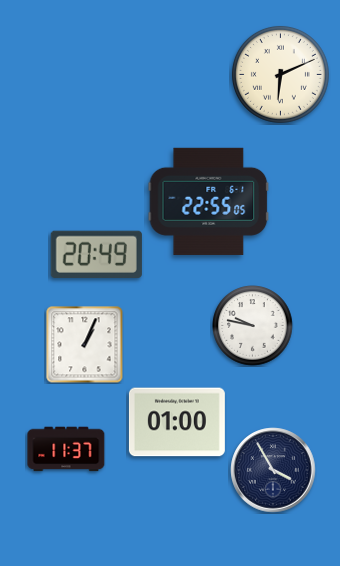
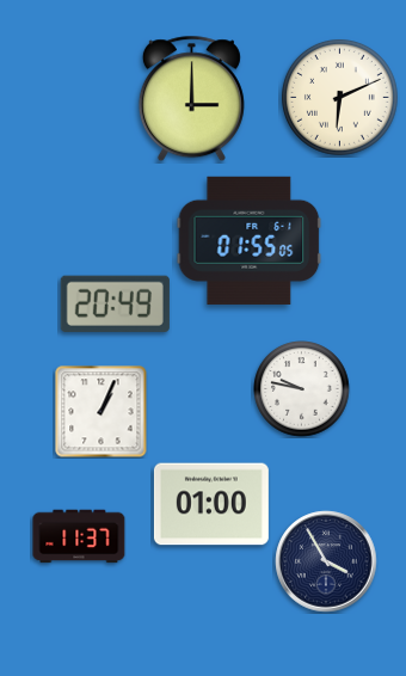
clock at (280, 74) position: (280, 74) -> (339, 97)
clock at (191, 99): none -> 3:00
clock at (209, 201): 22:55 -> 01:55
